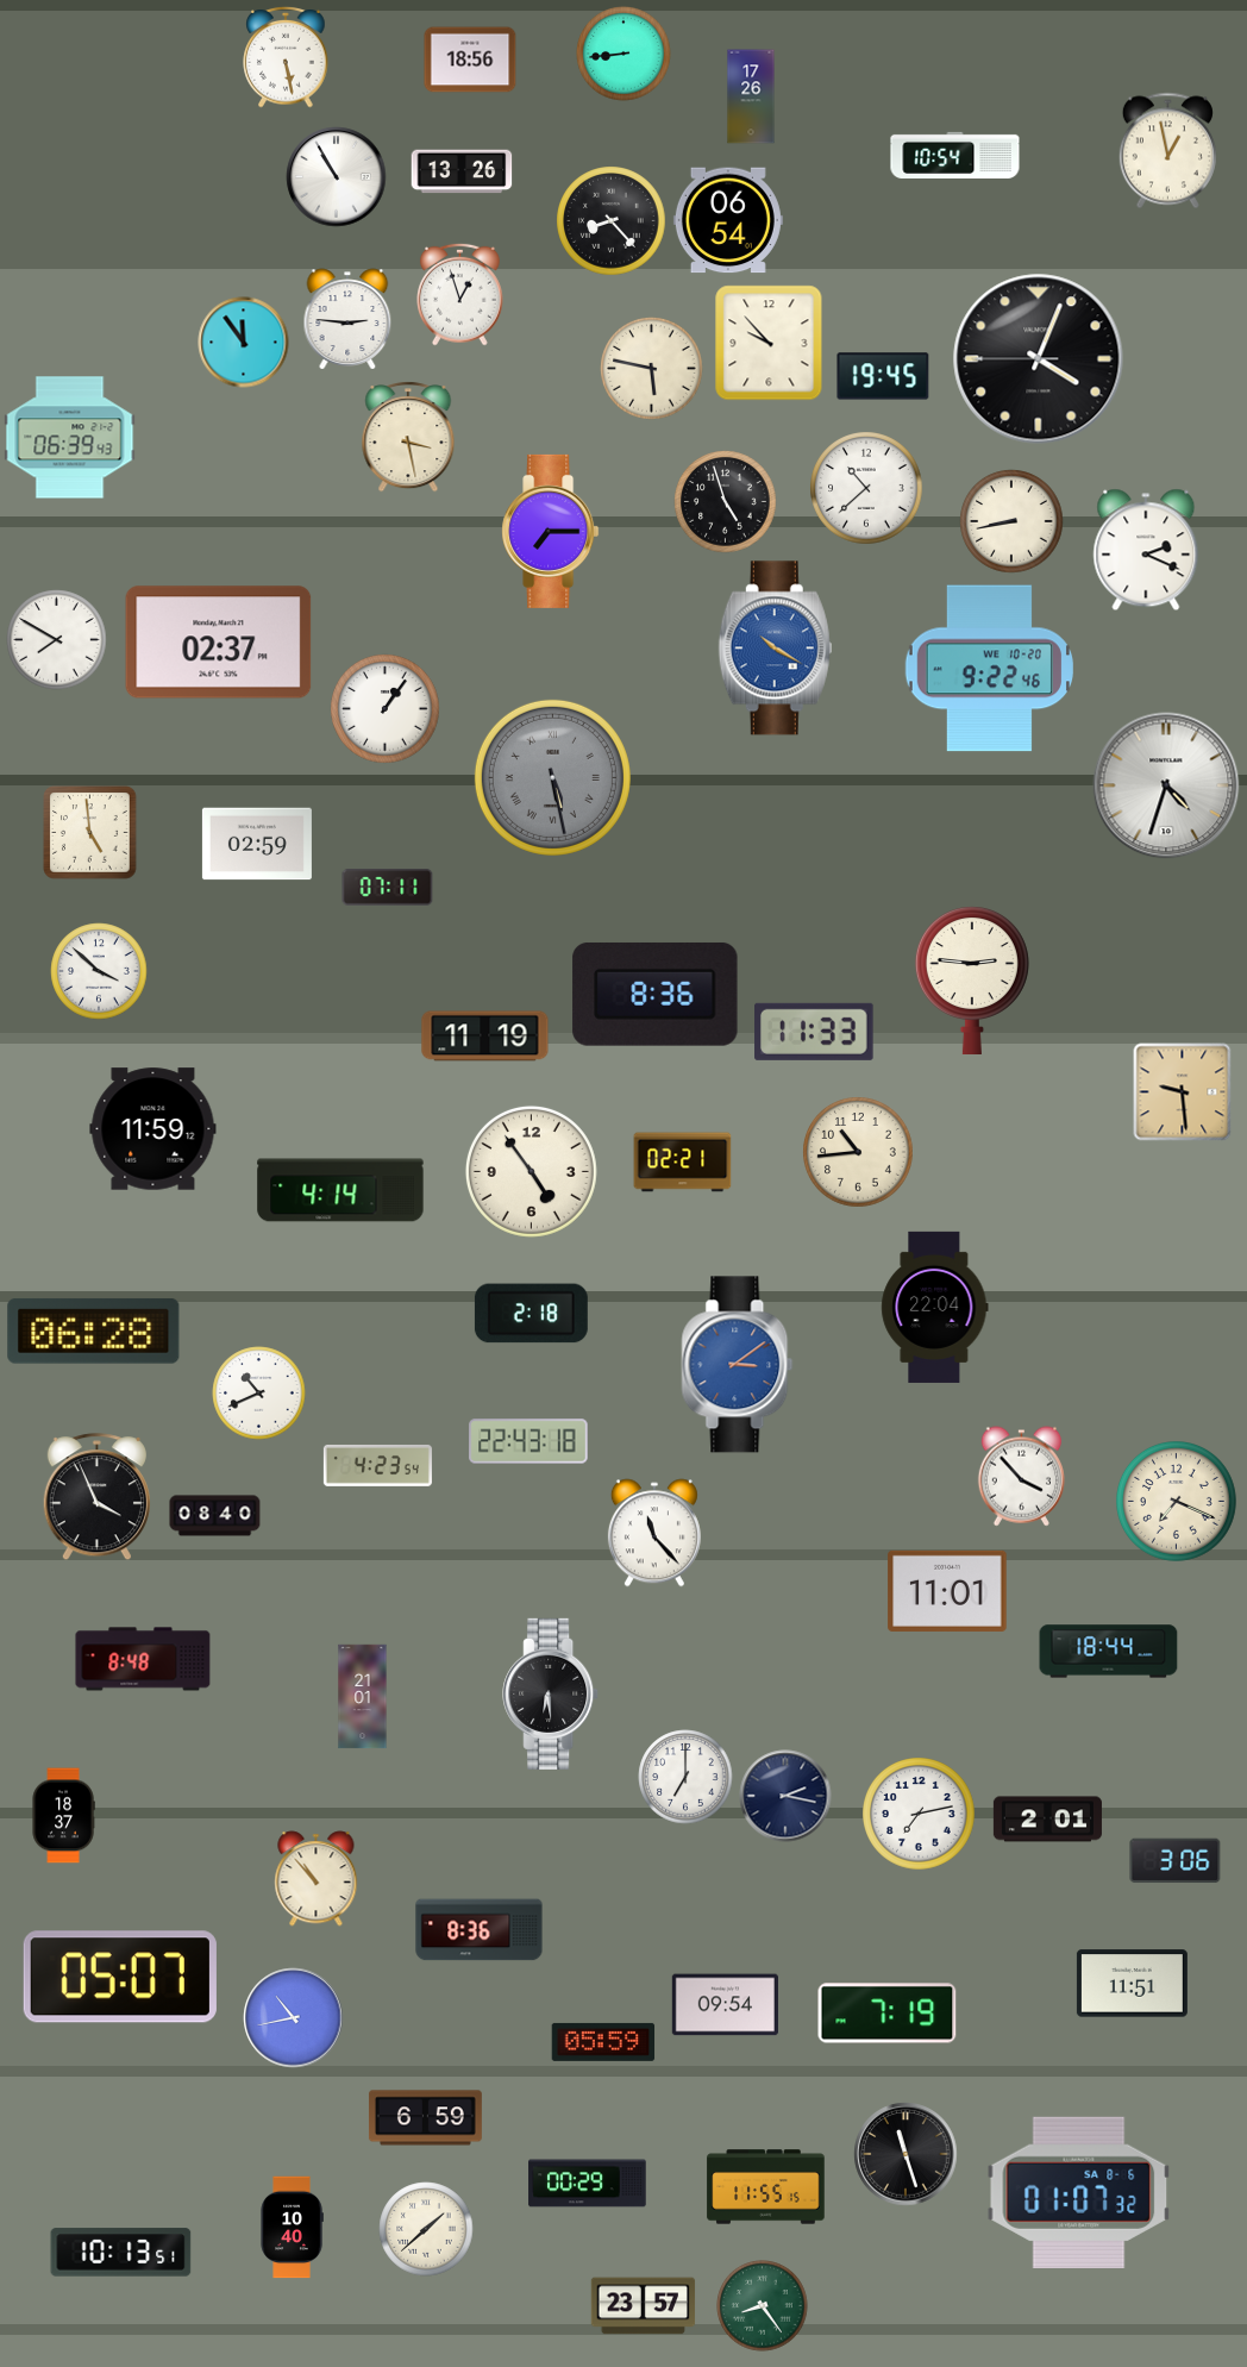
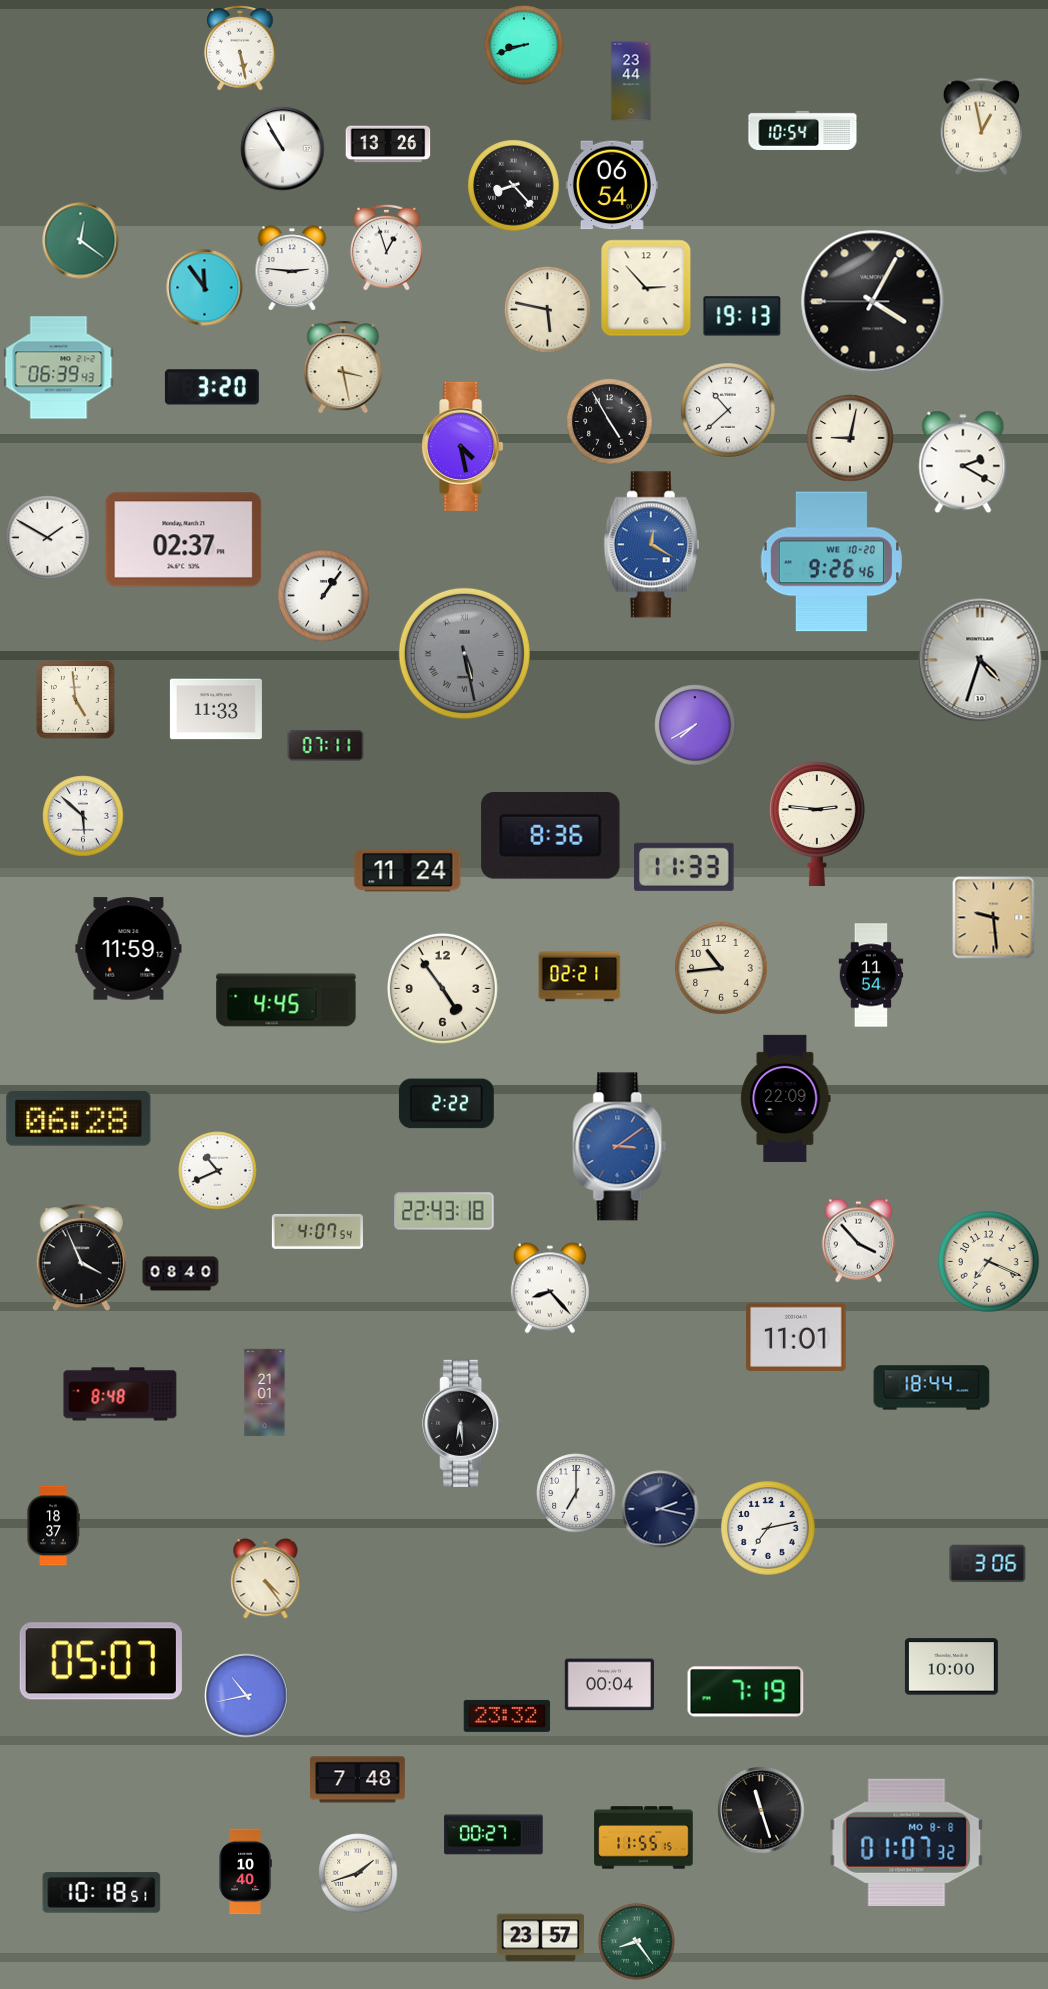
clock at (623, 54): 8:44 -> 8:42
clock at (470, 60): 18:56 -> none
clock at (751, 96): 17:26 -> 23:44
clock at (81, 241): none -> 12:21
clock at (769, 343): 9:53 -> 2:53
clock at (1039, 359): 4:03 -> 4:04
clock at (883, 376): 19:45 -> 19:13
clock at (212, 387): none -> 3:20
clock at (726, 502): 4:57 -> 4:55
clock at (1011, 521): 8:43 -> 9:02
clock at (551, 531): 7:15 -> 4:28
clock at (1146, 550): 2:19 -> 2:20
clock at (57, 640): 7:50 -> 1:50
clock at (775, 649): 10:20 -> 12:20
clock at (989, 669): 9:22 -> 9:26
clock at (257, 844): 02:59 -> 11:33
clock at (695, 725): none -> 7:40
clock at (99, 971): 3:52 -> 5:52
clock at (485, 1037): 11:19 -> 11:24
clock at (871, 975): none -> 11:54
clock at (683, 1163) position: (683, 1163) -> (580, 977)
clock at (531, 1171) position: (531, 1171) -> (442, 988)
clock at (340, 1190): 4:14 -> 4:45
clock at (935, 1307): 22:04 -> 22:09
clock at (531, 1314): 2:18 -> 2:22
clock at (377, 1465): 4:23 -> 4:07
clock at (654, 1533): 11:23 -> 8:23
clock at (363, 1697) position: (363, 1697) -> (265, 1393)
clock at (919, 1814) position: (919, 1814) -> (768, 1528)
clock at (1047, 1820): 2:01 -> none
clock at (317, 1879): 10:53 -> 4:24
clock at (480, 1930): 8:36 -> none
clock at (1132, 1984): 11:51 -> 10:00
clock at (725, 2005): 09:54 -> 00:04
clock at (603, 2042): 05:59 -> 23:32
clock at (425, 2118): 6:59 -> 7:48
clock at (588, 2184): 00:29 -> 00:27
clock at (1079, 2192) date: SA 8-6 -> MO 8-8
clock at (426, 2229): 1:38 -> 1:42
clock at (121, 2253): 10:13 -> 10:18
clock at (763, 2306) position: (763, 2306) -> (637, 1942)
